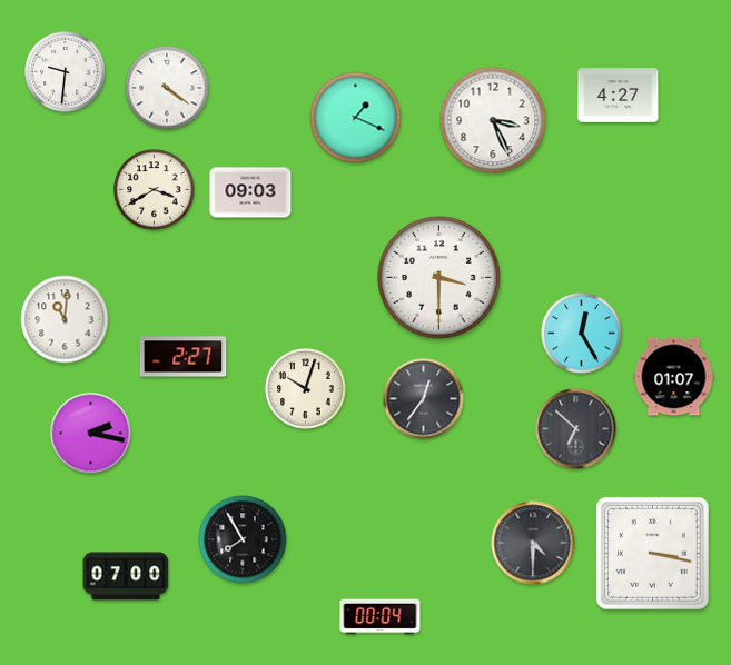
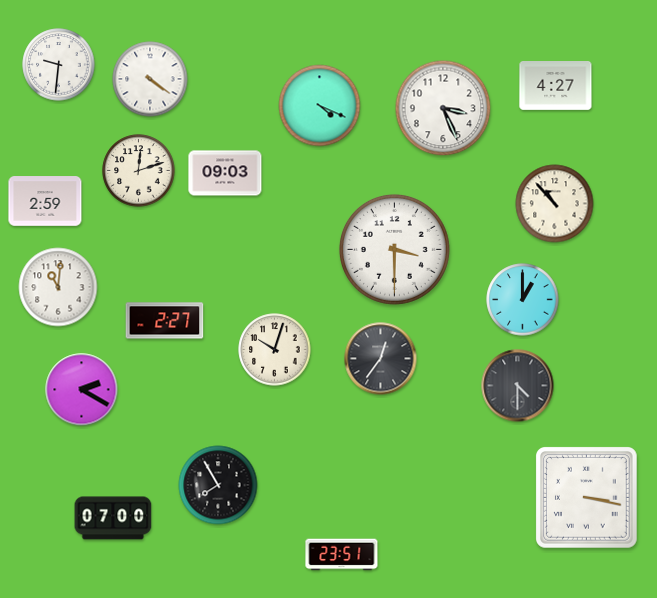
clock at (356, 118): 1:19 -> 4:19
clock at (155, 190): 3:40 -> 12:12
clock at (45, 201): none -> 2:59
clock at (555, 204): none -> 10:53
clock at (582, 334): 12:25 -> 1:00
clock at (674, 377): 01:07 -> none
clock at (576, 429): 6:52 -> 4:30
clock at (91, 434): 2:17 -> 2:20
clock at (533, 543): 4:30 -> none
clock at (381, 617): 00:04 -> 23:51
